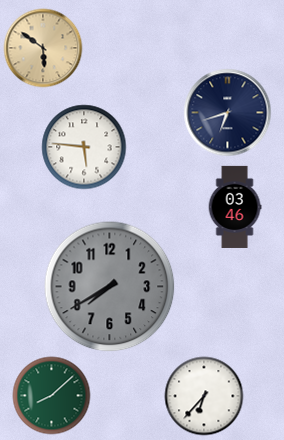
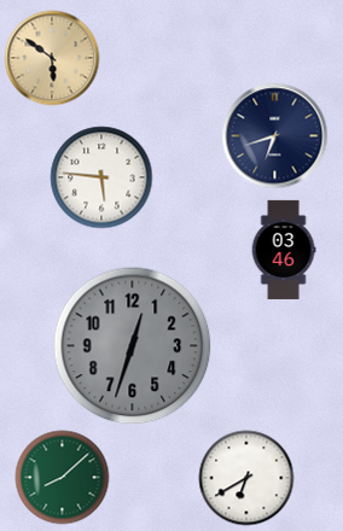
clock at (110, 287): 7:40 -> 12:33
clock at (204, 396): 6:37 -> 6:40
